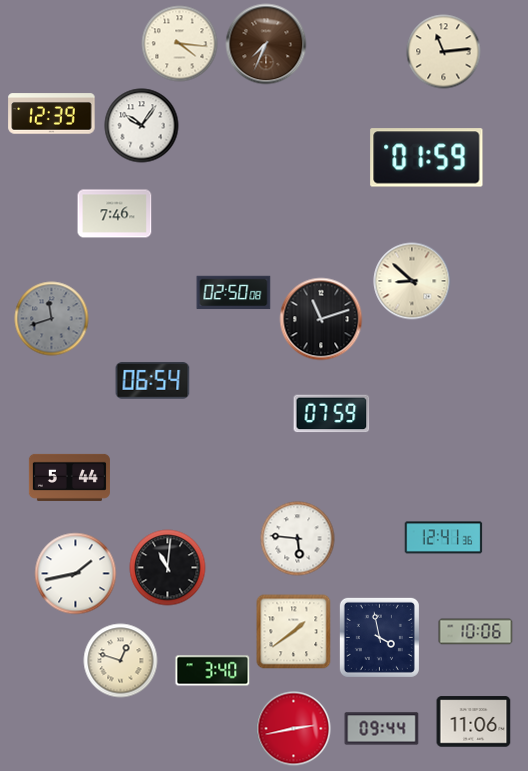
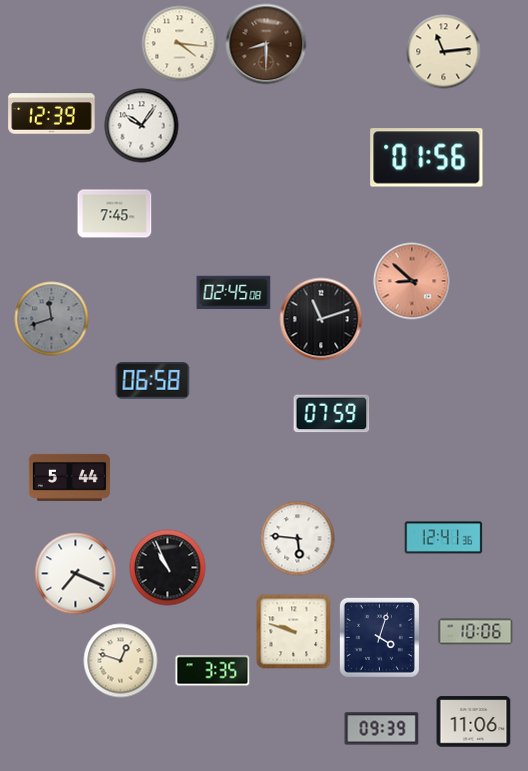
clock at (266, 44): 7:34 -> 8:30
clock at (427, 158): 01:59 -> 01:56
clock at (115, 214): 7:46 -> 7:45
clock at (412, 281) dial: cream -> salmon
clock at (234, 293): 02:50 -> 02:45
clock at (153, 381): 06:54 -> 06:58
clock at (168, 568): 11:01 -> 10:56
clock at (76, 574): 1:43 -> 7:19
clock at (294, 632): 1:39 -> 9:48
clock at (379, 637): 3:58 -> 4:03
clock at (213, 671): 3:40 -> 3:35
clock at (294, 729): 2:43 -> none
clock at (382, 729): 09:44 -> 09:39
